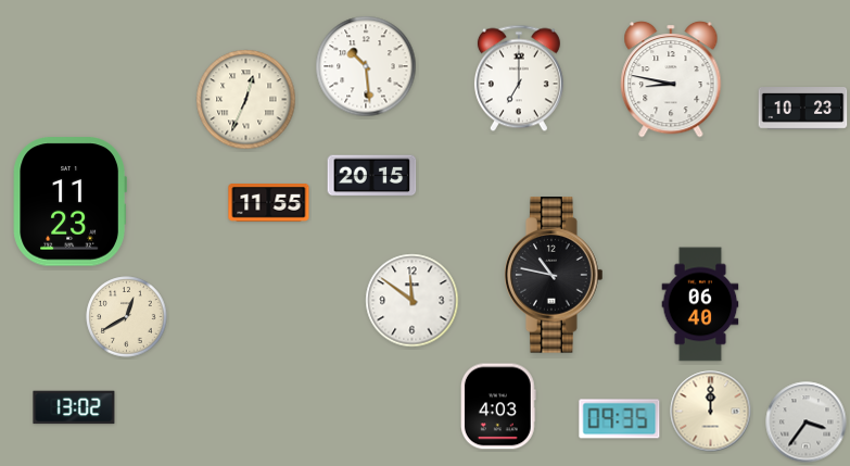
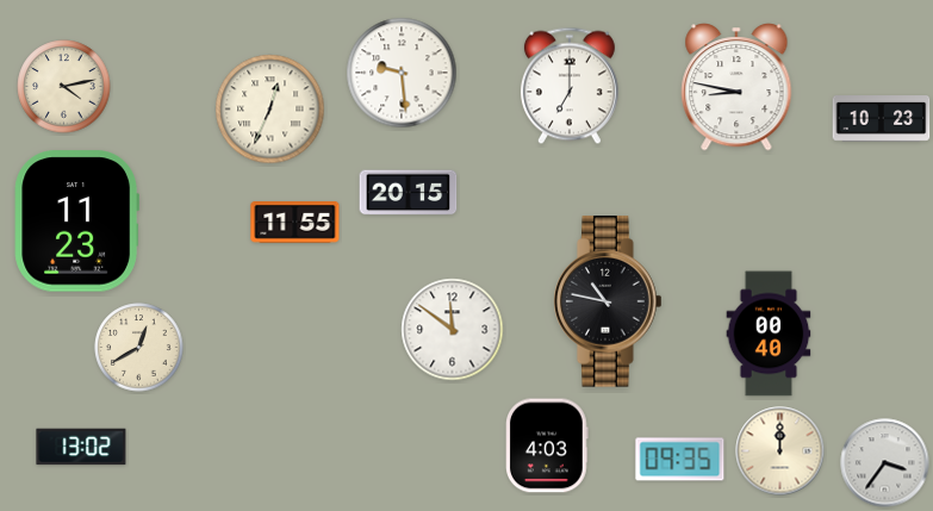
clock at (366, 66): 10:29 -> 9:29
clock at (64, 87): none -> 4:13
clock at (700, 304): 06:40 -> 00:40
